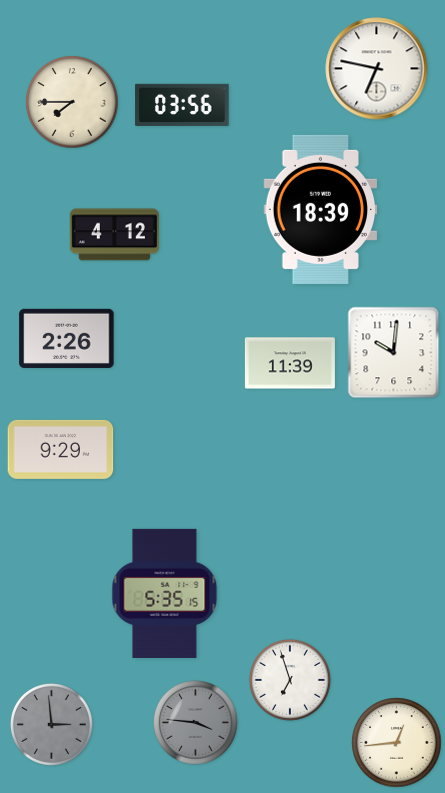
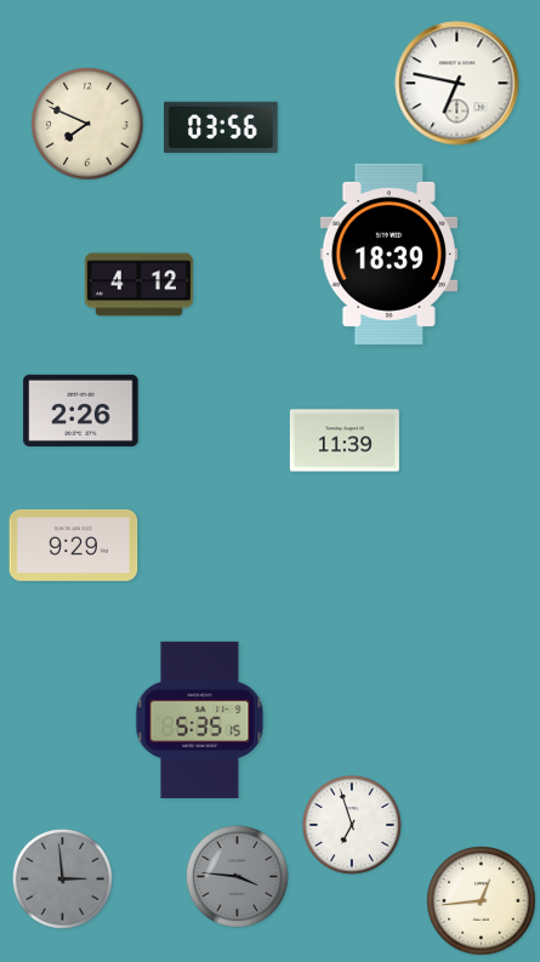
clock at (72, 102): 7:45 -> 7:49
clock at (394, 353): 10:01 -> none
clock at (290, 363) position: (290, 363) -> (345, 440)
